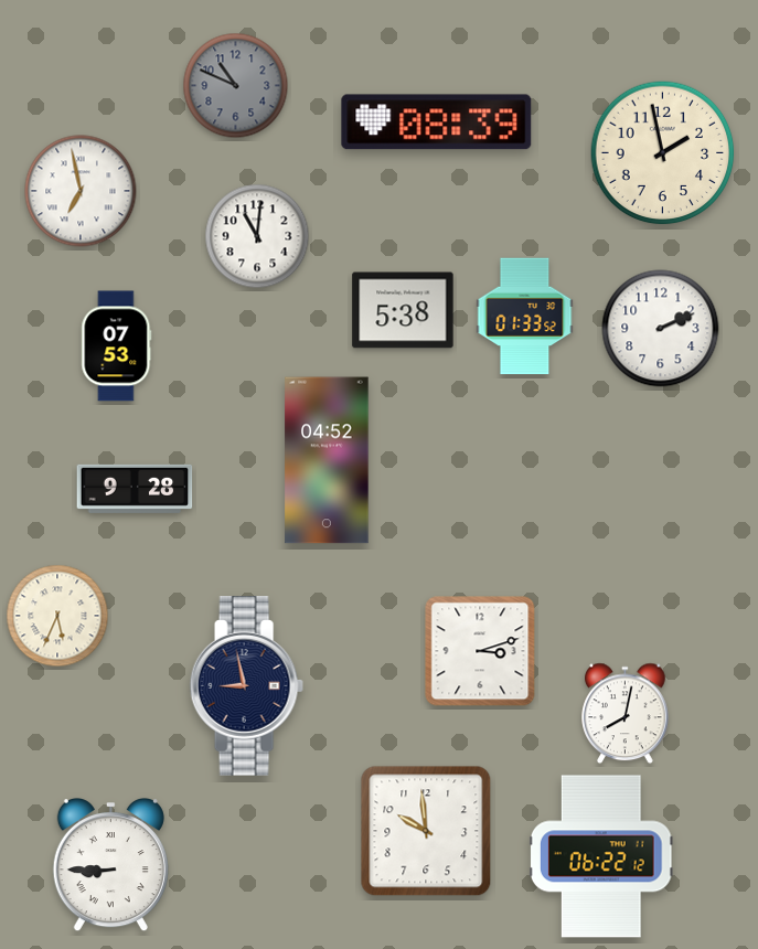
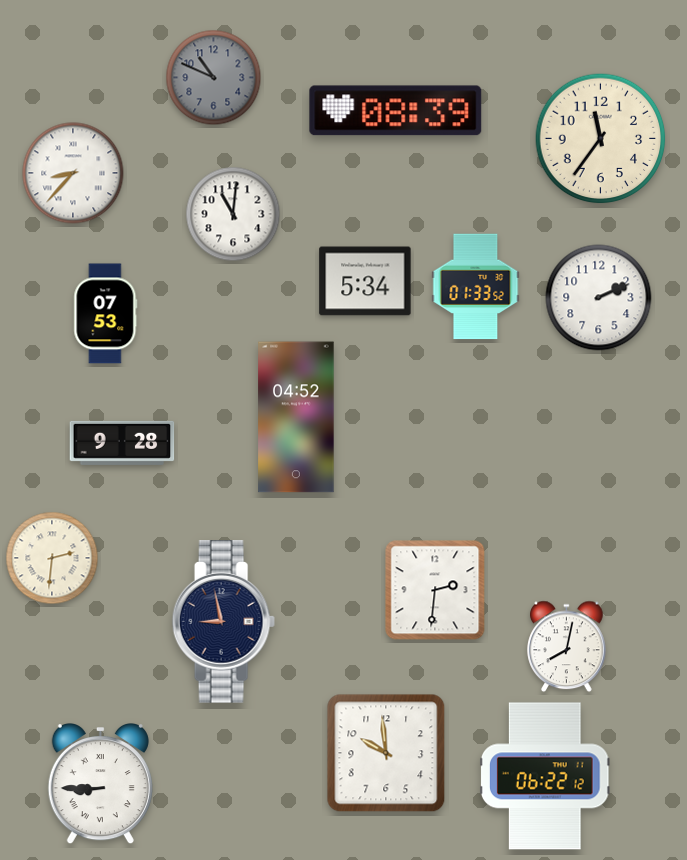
clock at (663, 153): 1:58 -> 11:36
clock at (81, 191): 6:58 -> 8:37
clock at (403, 310): 5:38 -> 5:34
clock at (57, 616): 5:34 -> 2:31
clock at (480, 651): 3:12 -> 2:31
